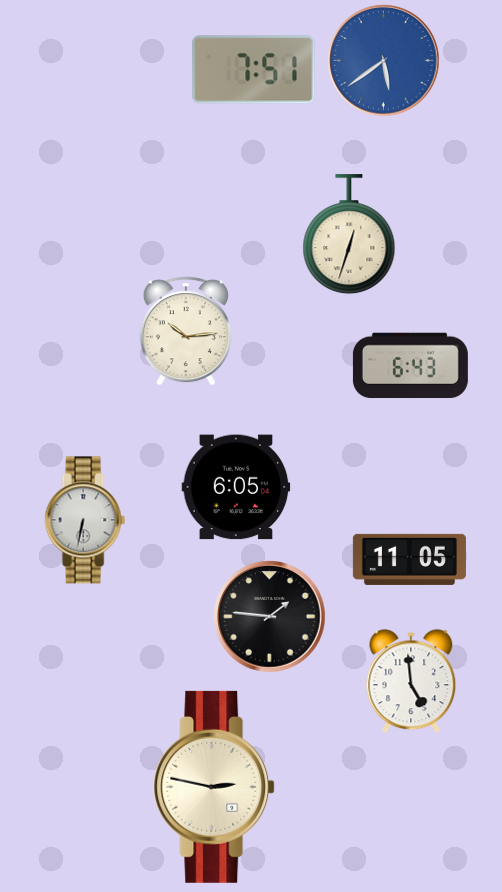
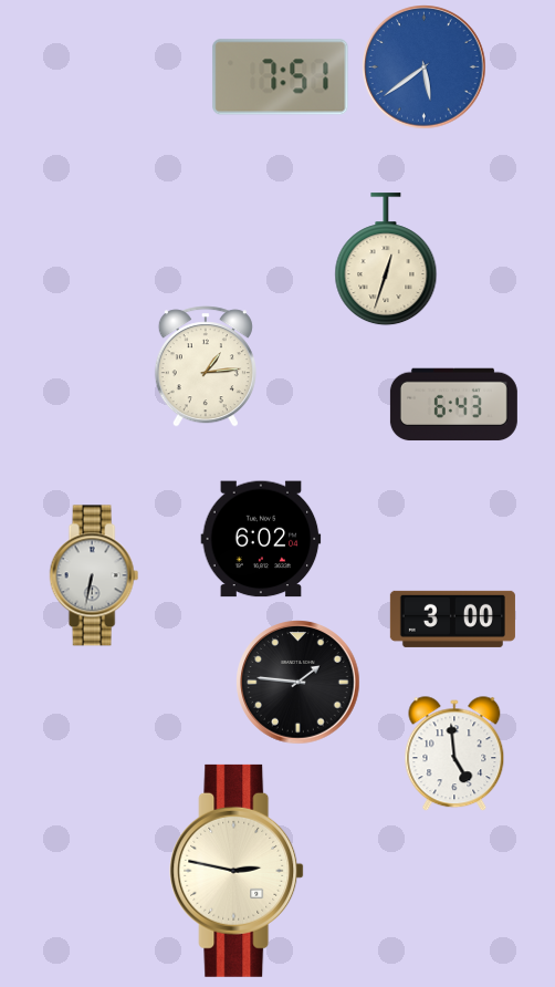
clock at (186, 331): 10:14 -> 1:14
clock at (236, 487): 6:05 -> 6:02
clock at (409, 559): 11:05 -> 3:00
